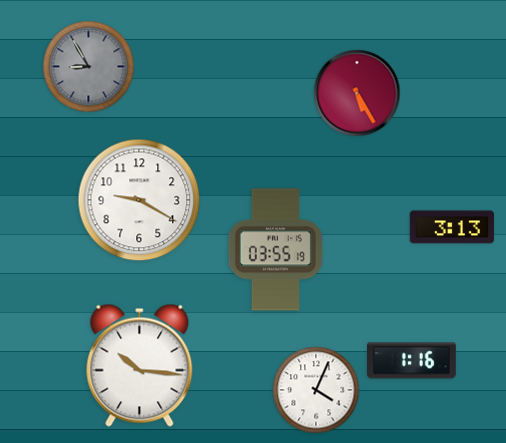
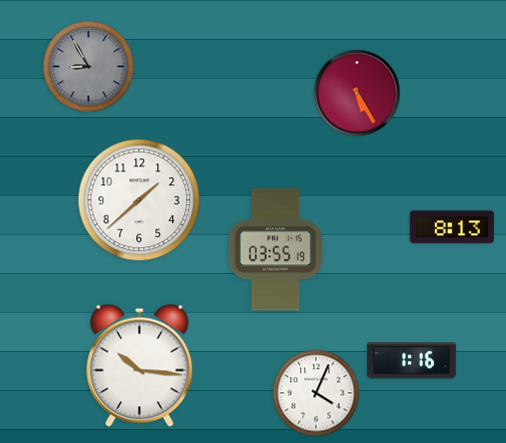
clock at (139, 200): 9:20 -> 1:38
clock at (452, 227): 3:13 -> 8:13
clock at (316, 390) position: (316, 390) -> (316, 393)
